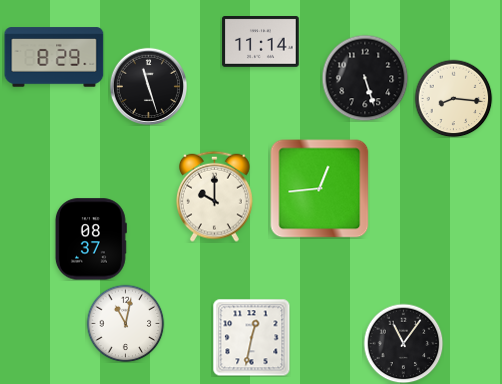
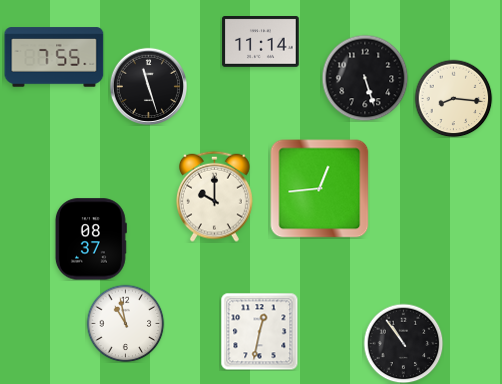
clock at (54, 57): 8:29 -> 7:55
clock at (125, 323): 11:02 -> 10:58
clock at (251, 337) position: (251, 337) -> (259, 331)
clock at (403, 343): 11:06 -> 10:54
